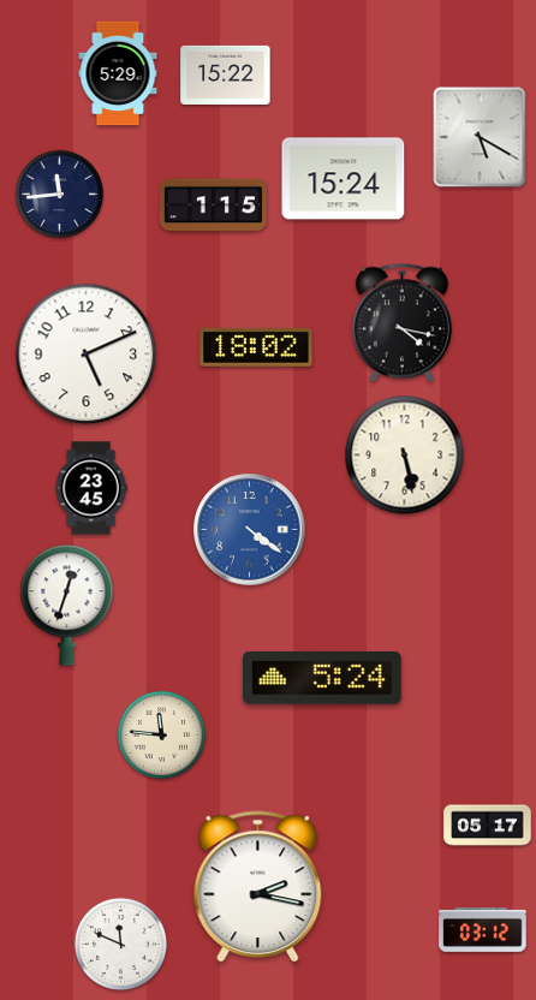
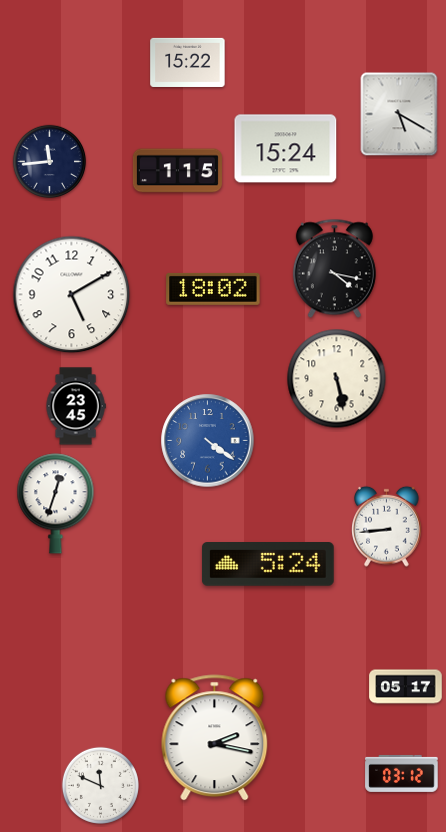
clock at (118, 73): 5:29 -> none
clock at (87, 355): 5:11 -> 5:10
clock at (387, 526): none -> 8:44
clock at (162, 736): 11:46 -> none
